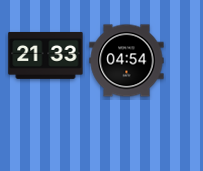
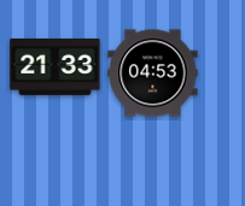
clock at (127, 61): 04:54 -> 04:53
